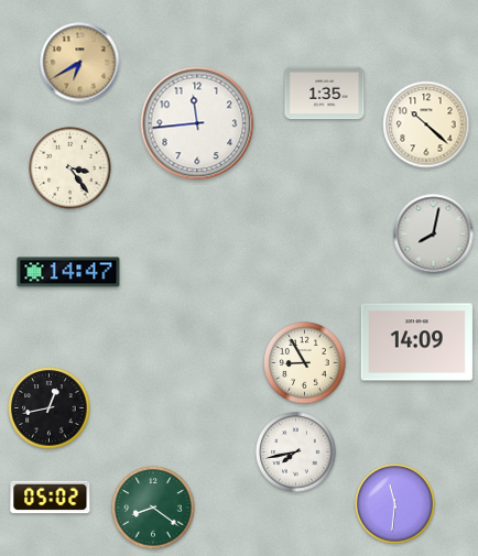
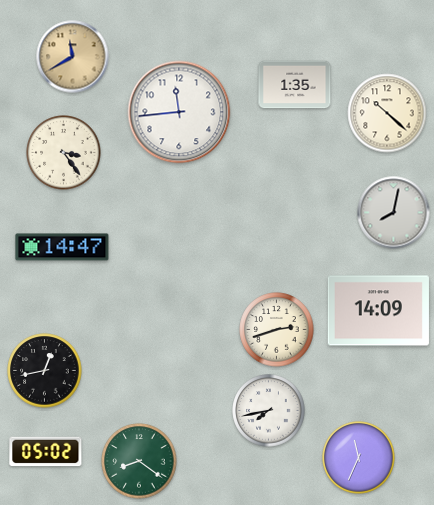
clock at (80, 63): 6:40 -> 11:40
clock at (305, 363): 8:55 -> 2:42
clock at (395, 504): 11:31 -> 11:34
